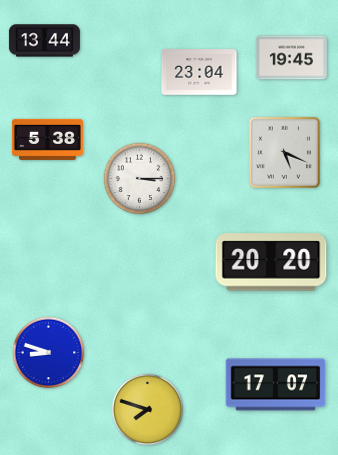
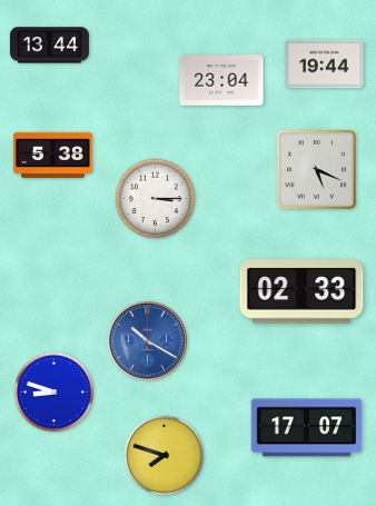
clock at (291, 58): 19:45 -> 19:44
clock at (271, 262): 20:20 -> 02:33
clock at (147, 340): none -> 10:20
